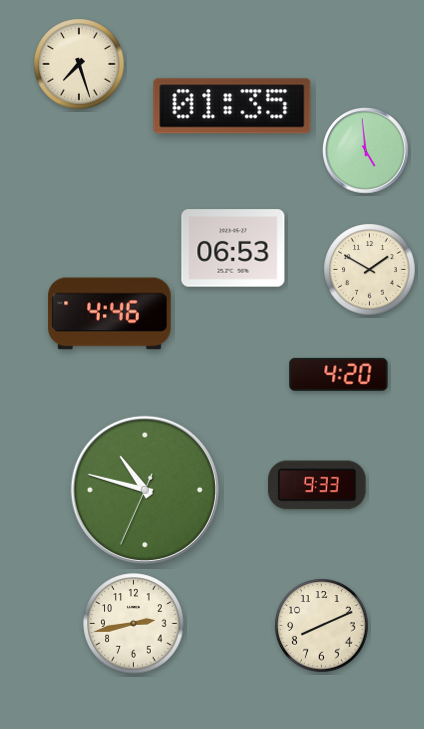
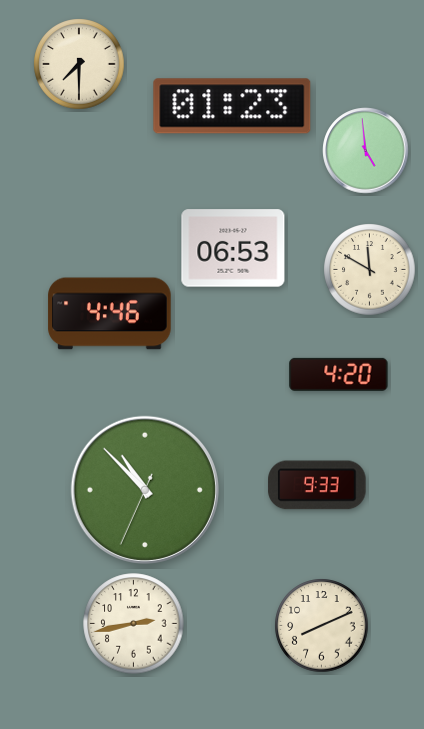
clock at (79, 64): 7:27 -> 7:30
clock at (232, 106): 01:35 -> 01:23
clock at (370, 270): 1:50 -> 11:50
clock at (145, 490): 10:47 -> 10:52
